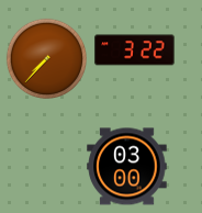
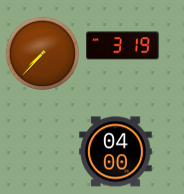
clock at (135, 51): 3:22 -> 3:19
clock at (127, 167): 03:00 -> 04:00
